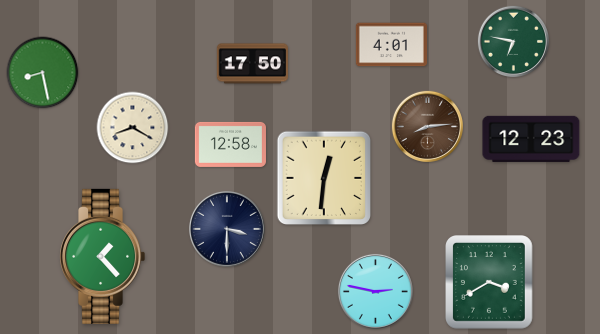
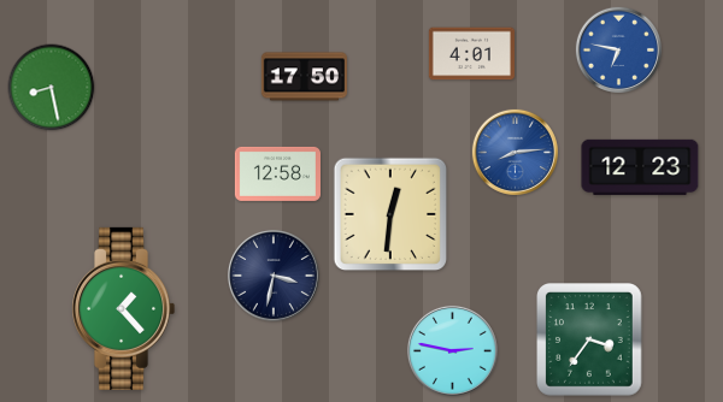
clock at (513, 41) dial: green -> blue
clock at (427, 126) dial: brown -> blue
clock at (133, 128): 8:20 -> none
clock at (227, 229): 3:30 -> 3:32
clock at (490, 283): 3:40 -> 3:36
